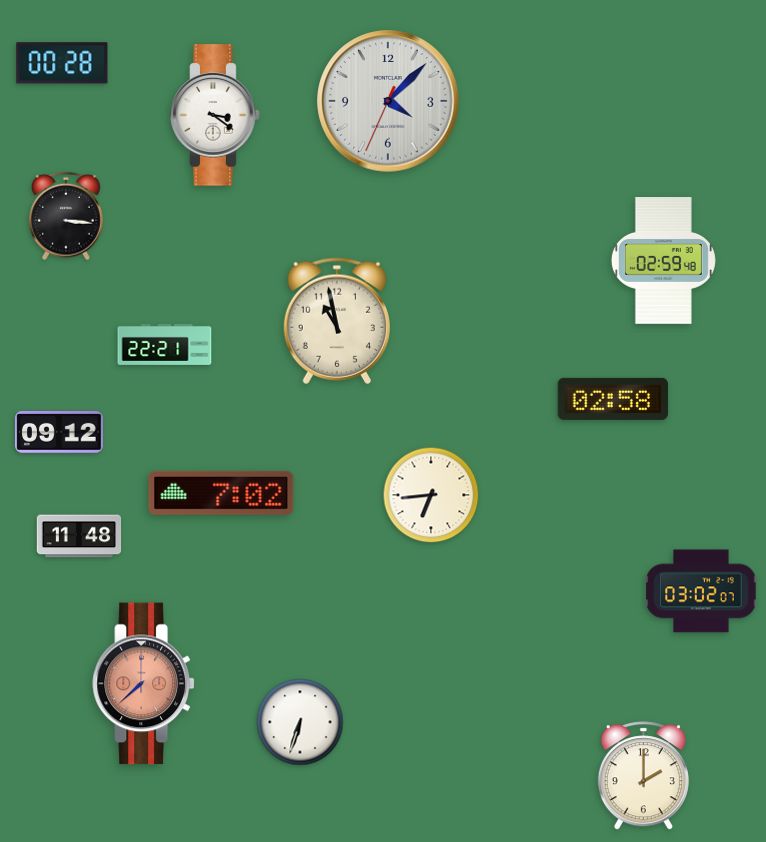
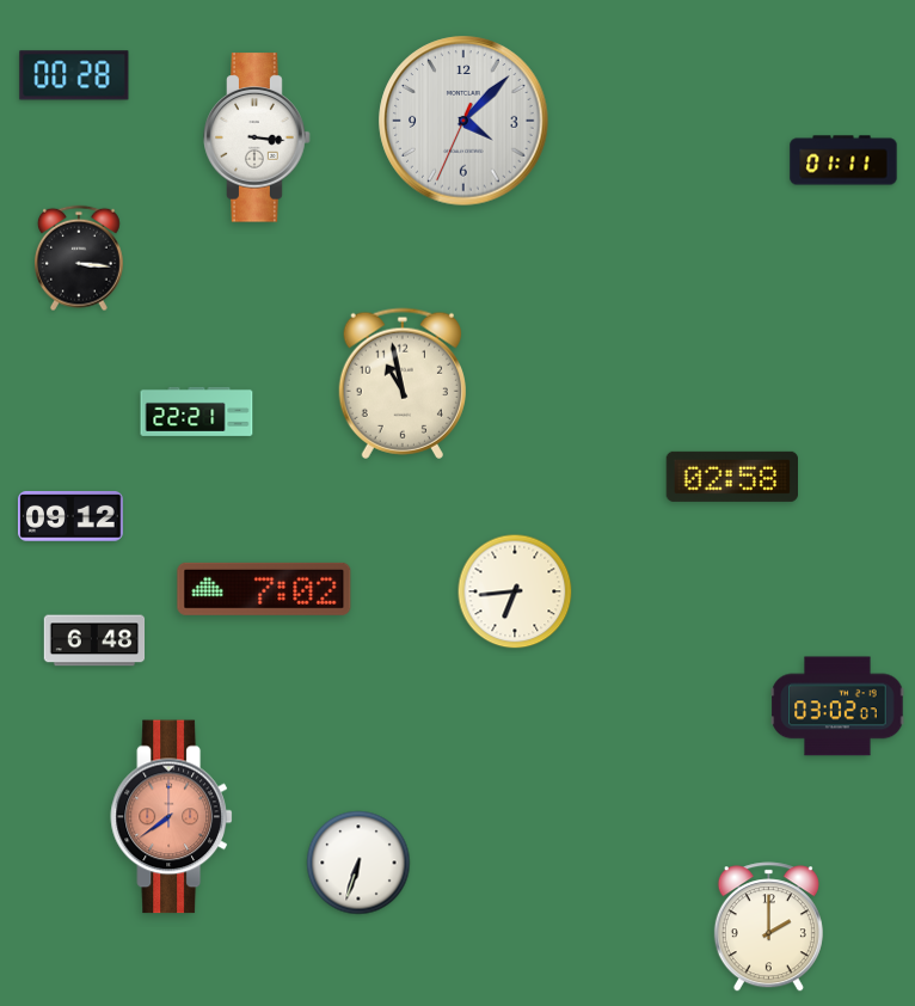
clock at (215, 115): 3:21 -> 3:16
clock at (843, 160): none -> 01:11
clock at (663, 261): 02:59 -> none
clock at (79, 536): 11:48 -> 6:48
clock at (144, 684): 7:38 -> 7:39
